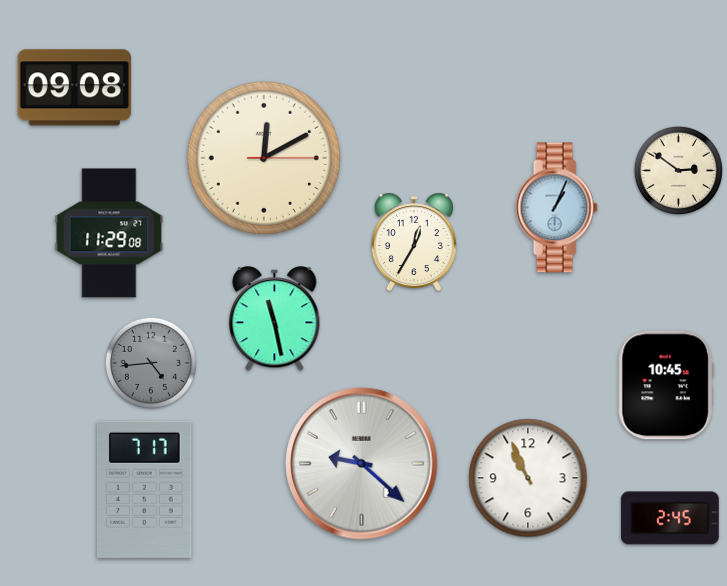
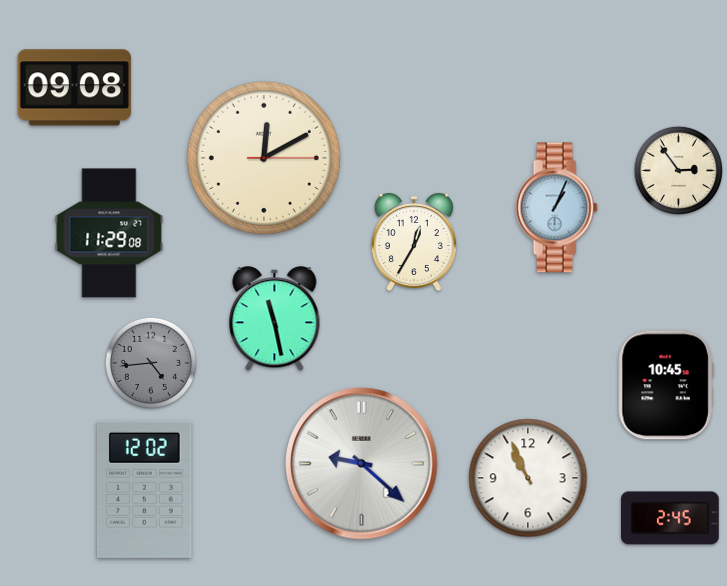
clock at (678, 170): 2:51 -> 2:54
clock at (144, 489): 7:17 -> 12:02
